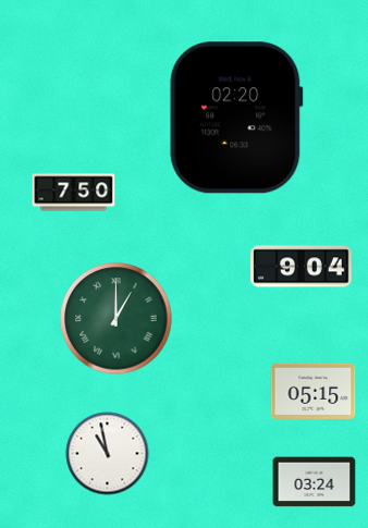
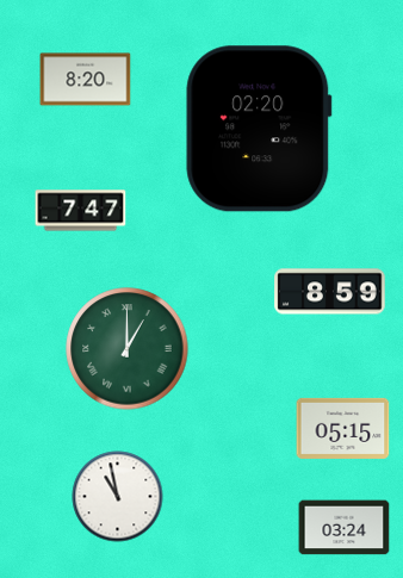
clock at (86, 80): none -> 8:20
clock at (74, 193): 7:50 -> 7:47
clock at (302, 267): 9:04 -> 8:59
